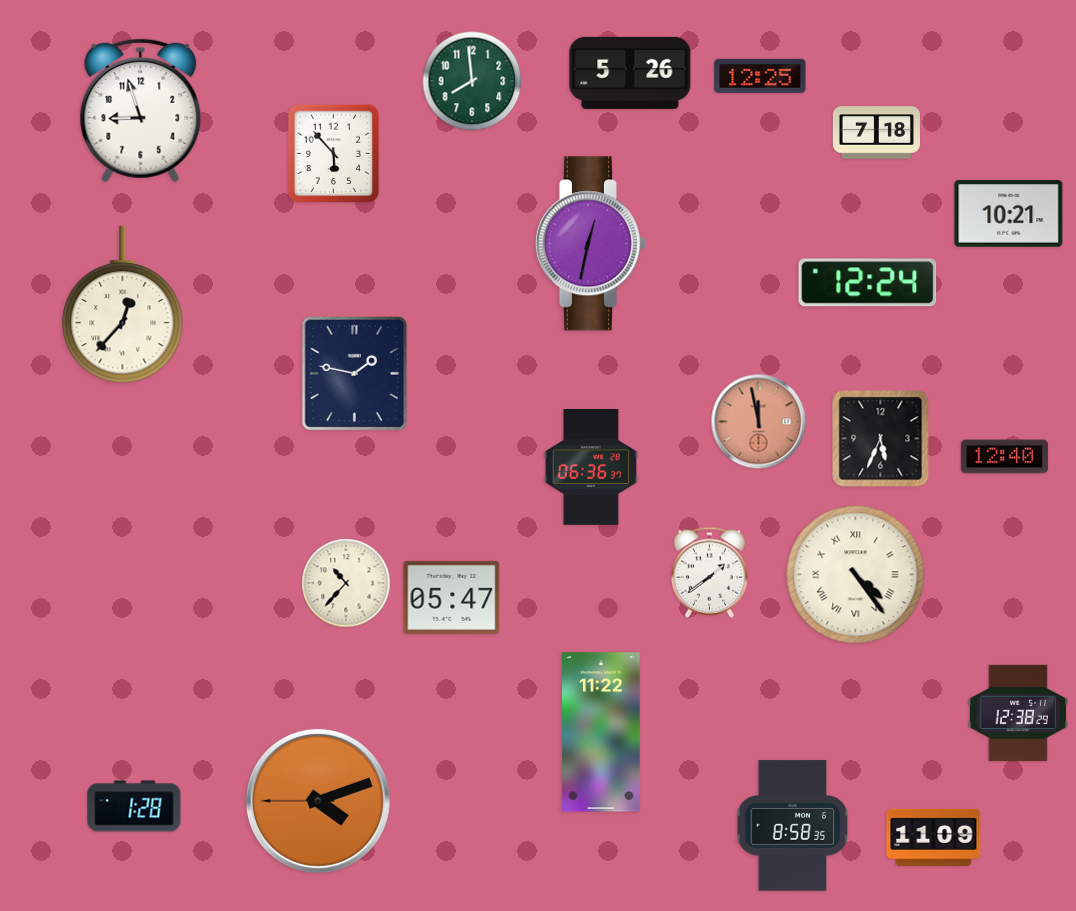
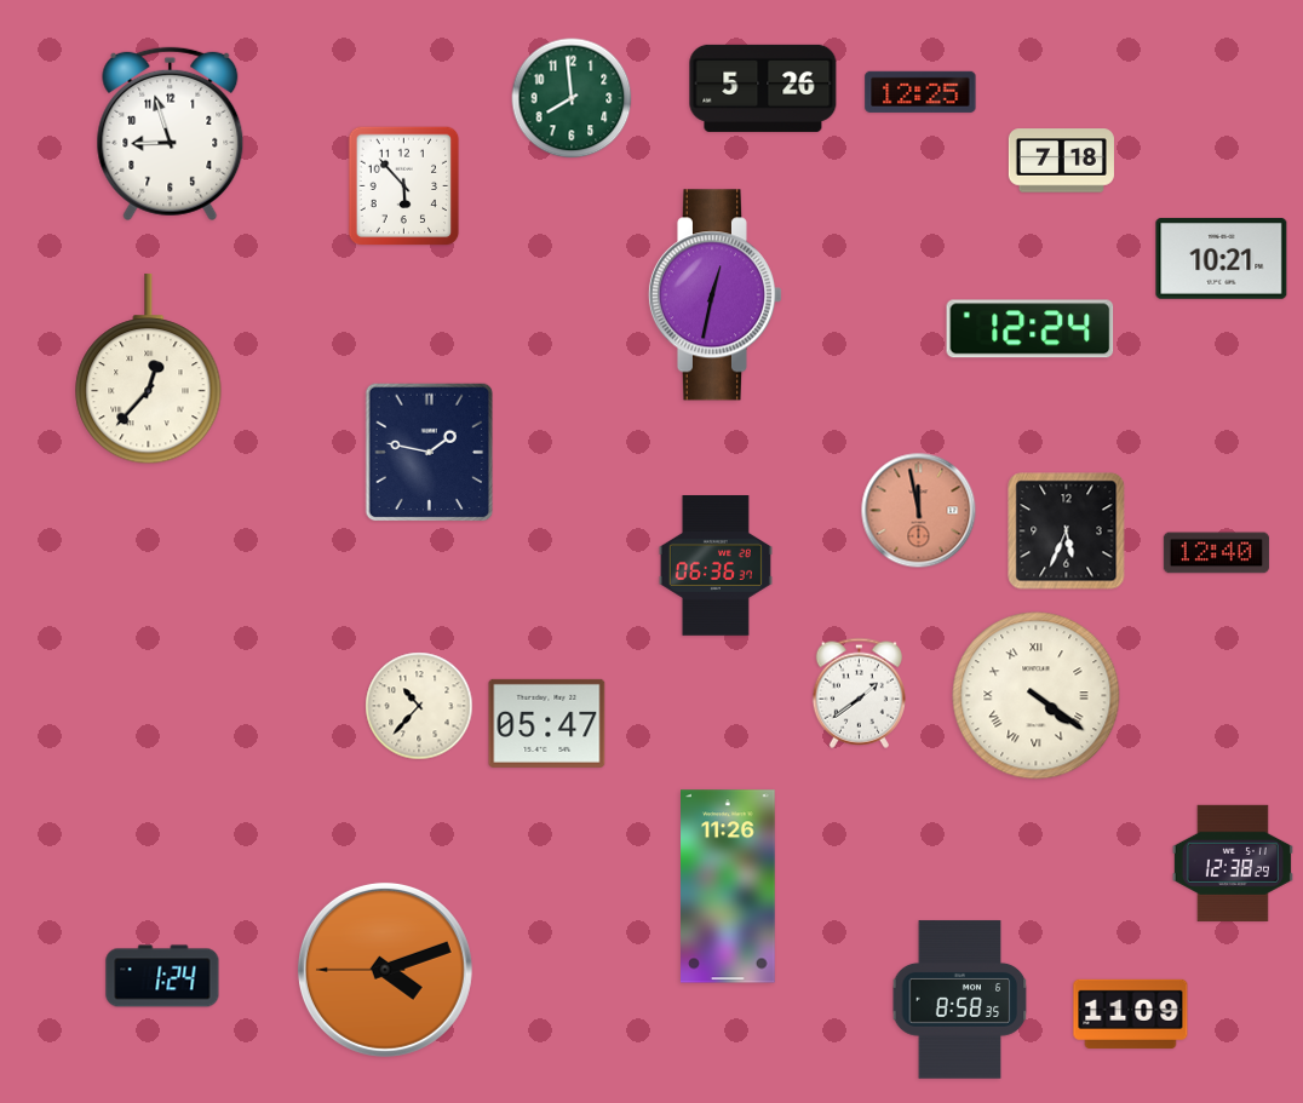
clock at (868, 283) position: (868, 283) -> (1031, 329)
clock at (856, 575): 4:24 -> 4:21
clock at (602, 732): 11:22 -> 11:26
clock at (134, 806): 1:28 -> 1:24
